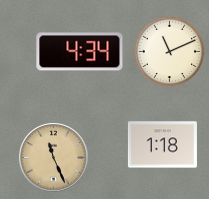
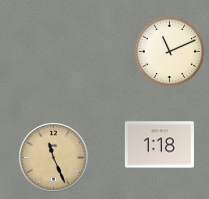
clock at (80, 52): 4:34 -> none
clock at (162, 145) position: (162, 145) -> (159, 145)
